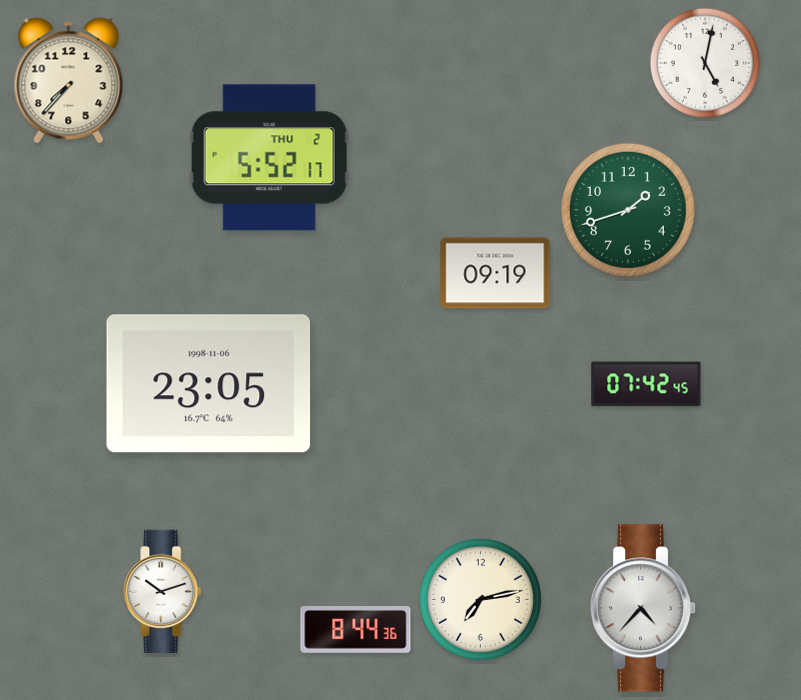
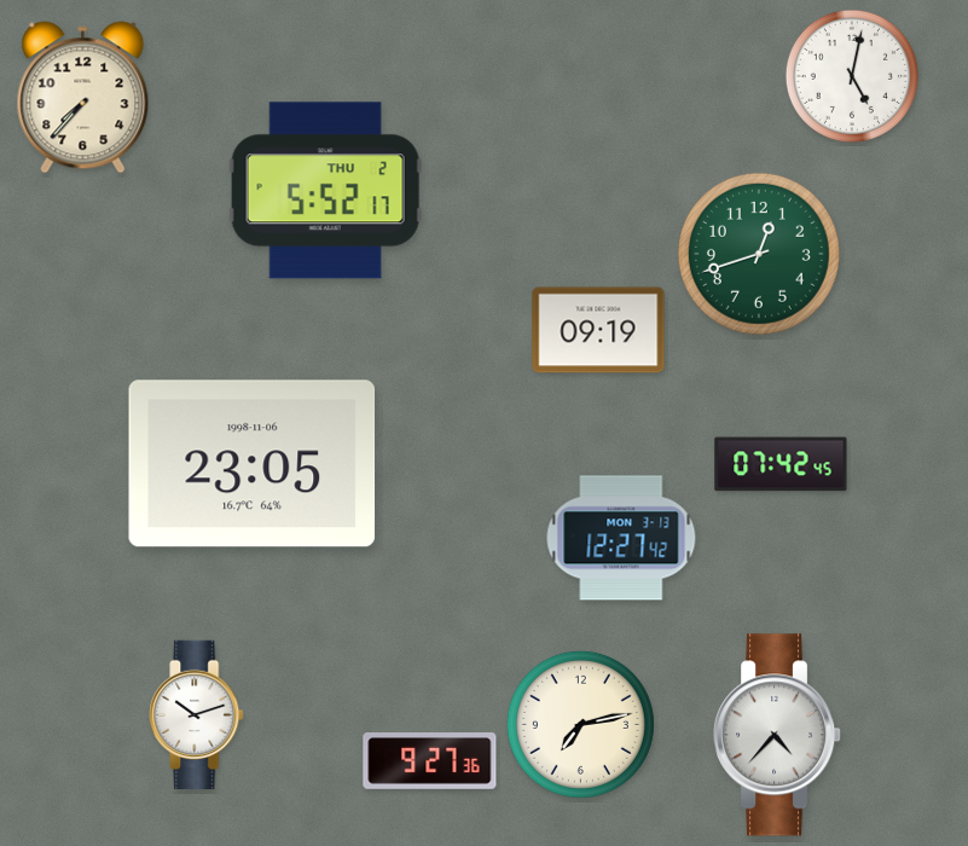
clock at (628, 210): 1:42 -> 12:42
clock at (621, 538): none -> 12:27
clock at (356, 630): 8:44 -> 9:27
